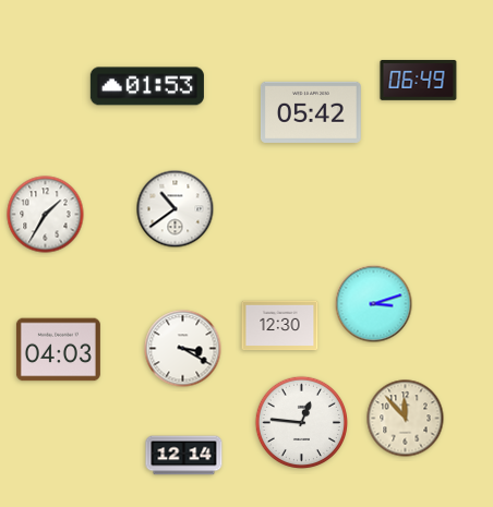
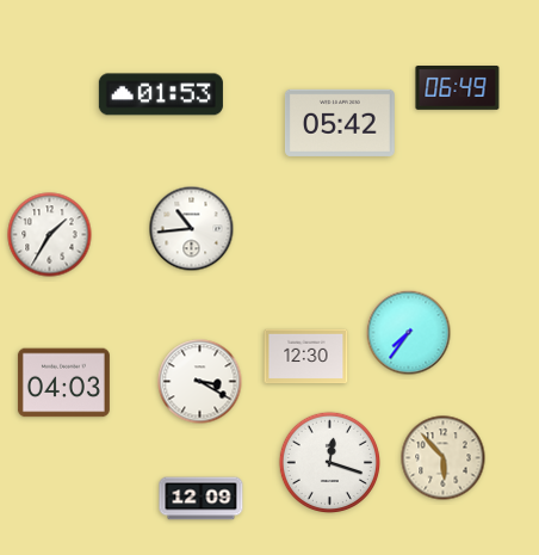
clock at (176, 209): 10:39 -> 10:44
clock at (374, 304): 3:12 -> 7:36
clock at (406, 419): 11:53 -> 5:53
clock at (301, 422): 12:46 -> 12:18
clock at (184, 456): 12:14 -> 12:09
